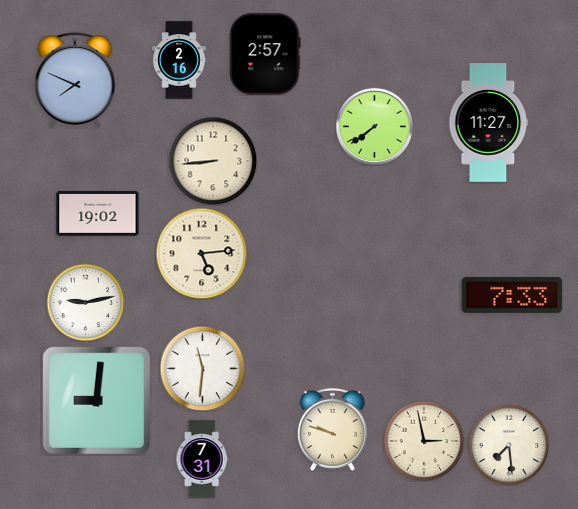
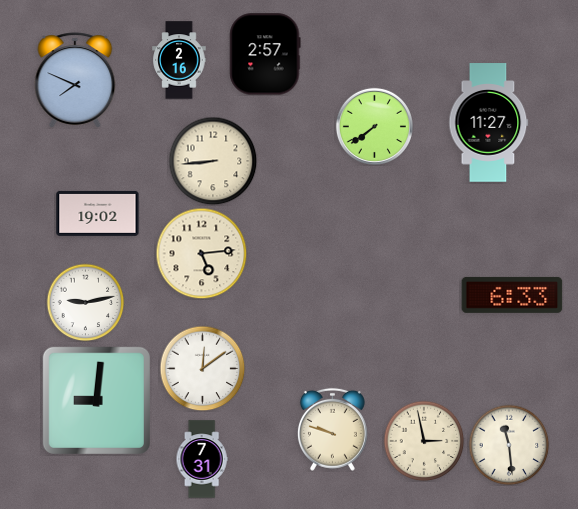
clock at (512, 295): 7:33 -> 6:33
clock at (202, 368): 11:31 -> 12:09
clock at (509, 445): 7:29 -> 11:29
